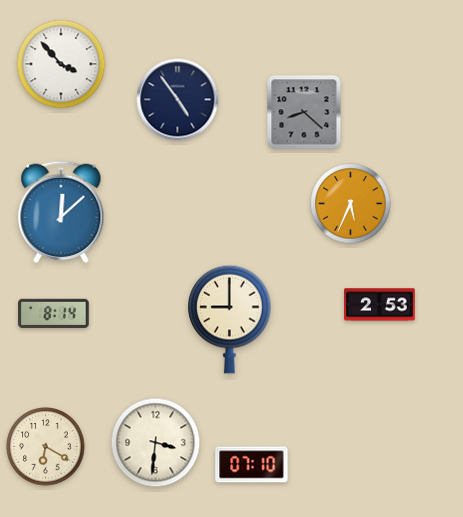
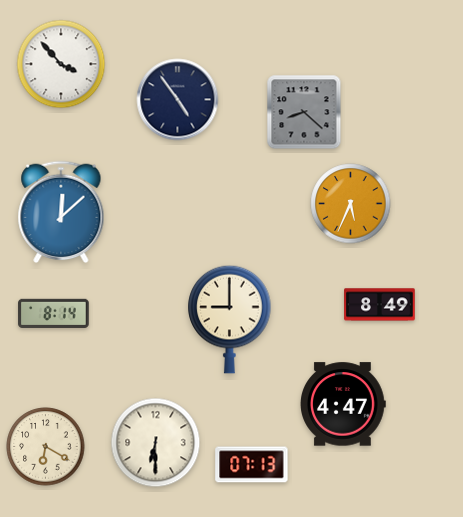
clock at (380, 305): 2:53 -> 8:49
clock at (343, 404): none -> 4:47
clock at (156, 443): 3:31 -> 6:30
clock at (252, 465): 07:10 -> 07:13
